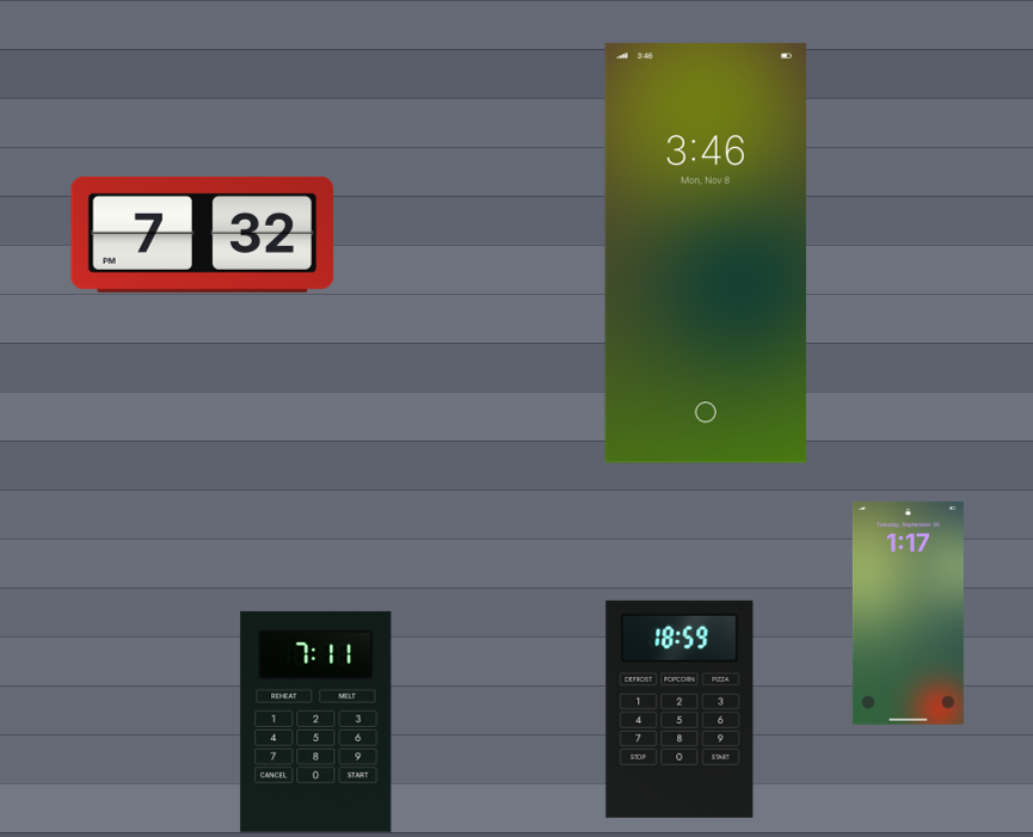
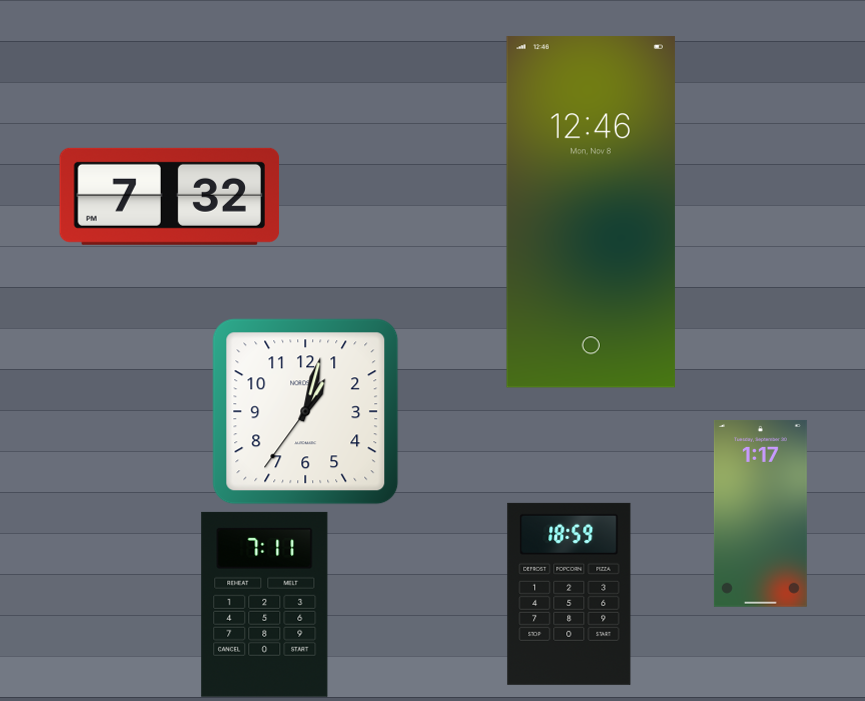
clock at (706, 253): 3:46 -> 12:46
clock at (306, 412): none -> 1:02
